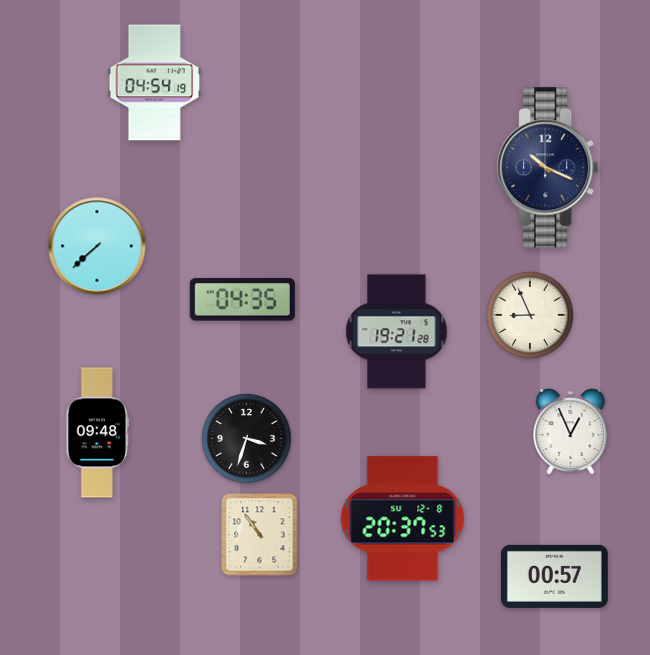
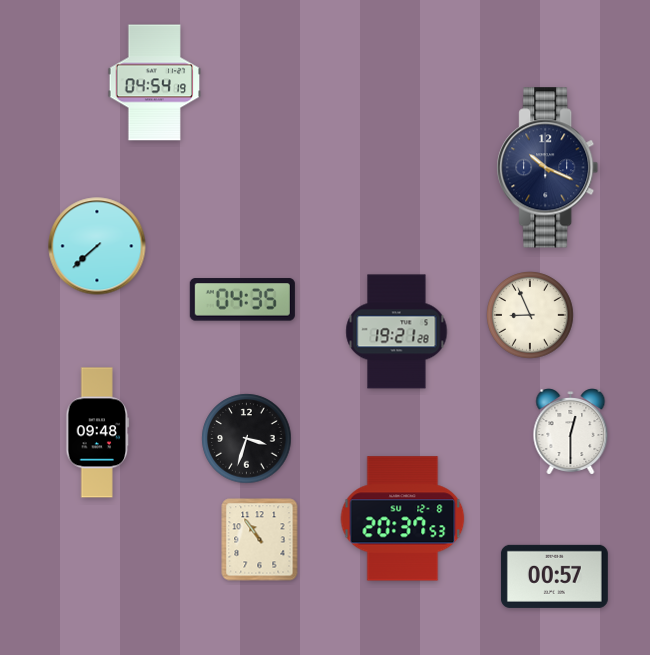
clock at (571, 432): 12:56 -> 12:30
clock at (260, 535) position: (260, 535) -> (260, 540)
